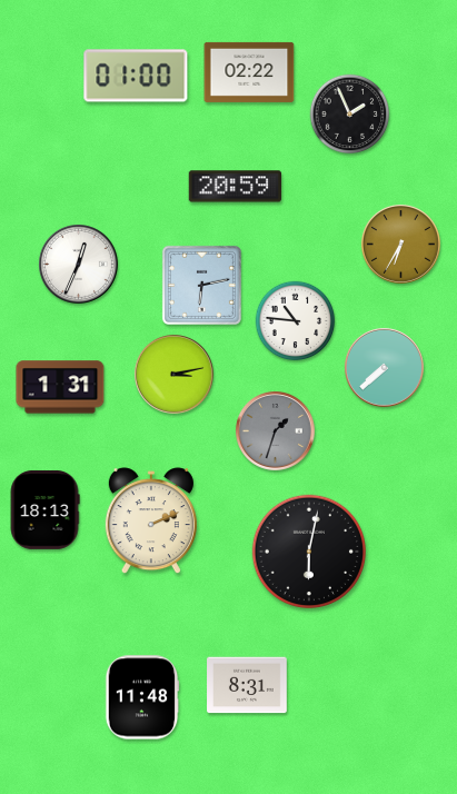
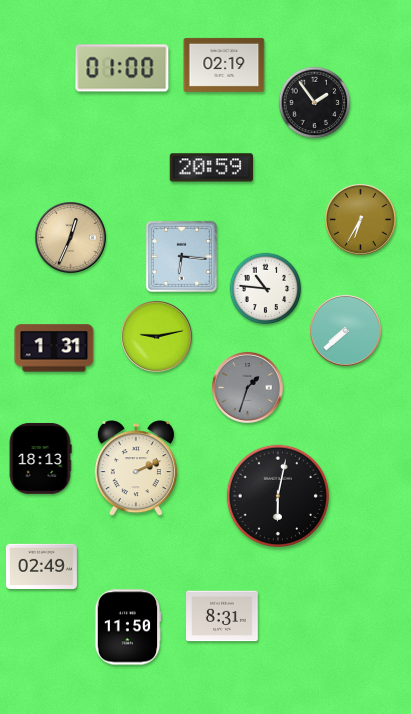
clock at (249, 72): 02:22 -> 02:19
clock at (350, 115): 1:56 -> 1:54
clock at (78, 264) dial: white -> champagne
clock at (201, 285): 6:13 -> 6:16
clock at (173, 374): 3:13 -> 9:13
clock at (41, 566): none -> 02:49
clock at (142, 697): 11:48 -> 11:50
